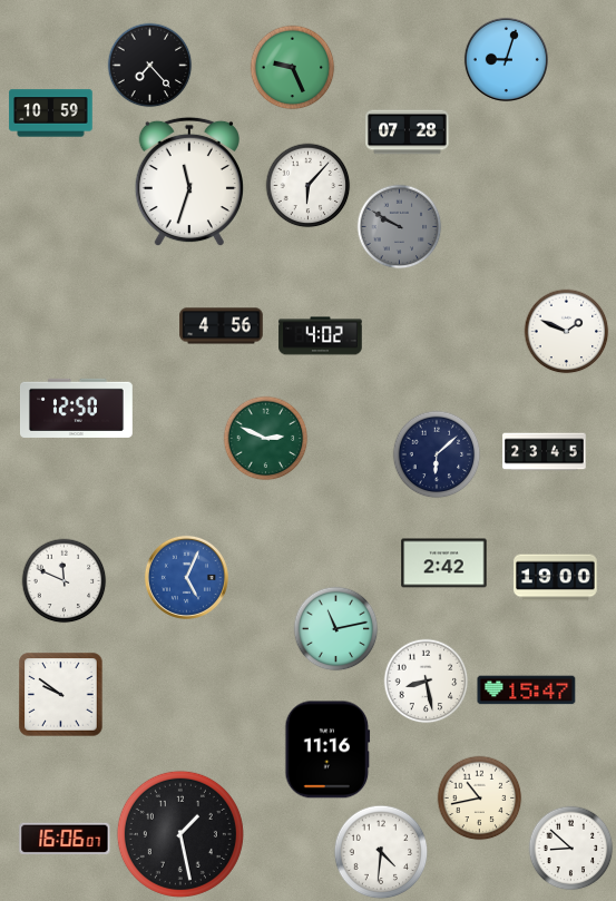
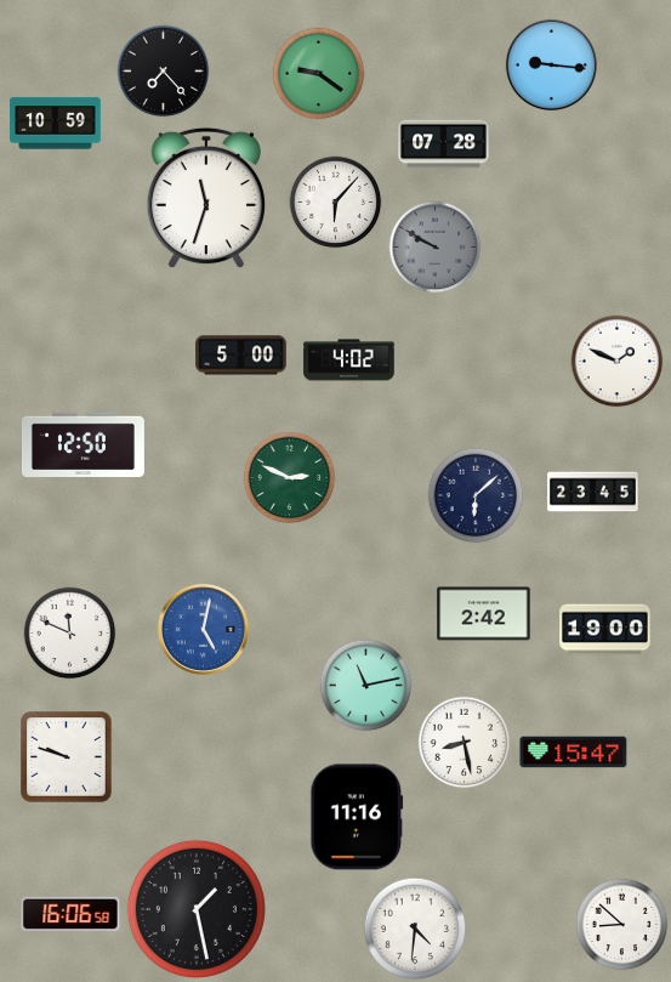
clock at (506, 59): 9:03 -> 9:16
clock at (293, 68): 9:26 -> 9:21
clock at (222, 326): 4:56 -> 5:00
clock at (321, 336) position: (321, 336) -> (349, 361)
clock at (186, 577): 5:04 -> 5:02
clock at (61, 695): 9:51 -> 9:48
clock at (480, 799): 10:43 -> none
clock at (65, 838): 16:06:07 -> 16:06:58
